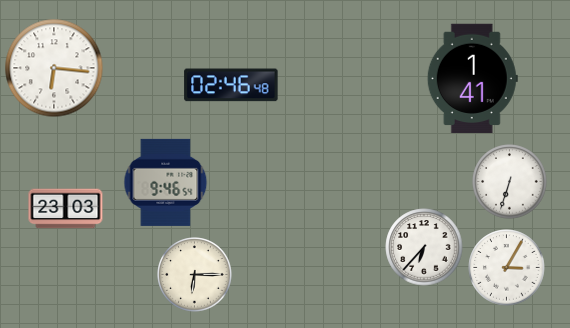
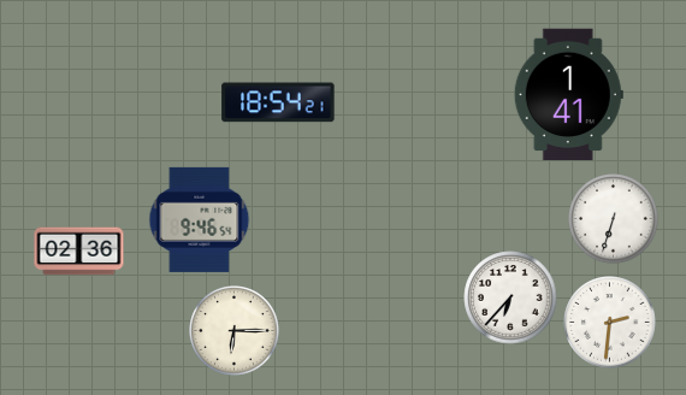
clock at (54, 68): 6:16 -> none
clock at (231, 85): 02:46 -> 18:54
clock at (66, 209): 23:03 -> 02:36
clock at (507, 268): 3:05 -> 2:31
